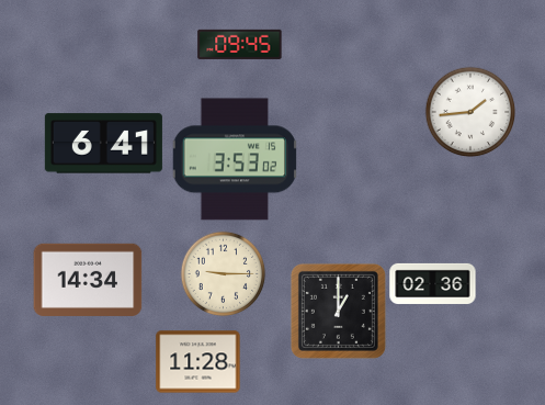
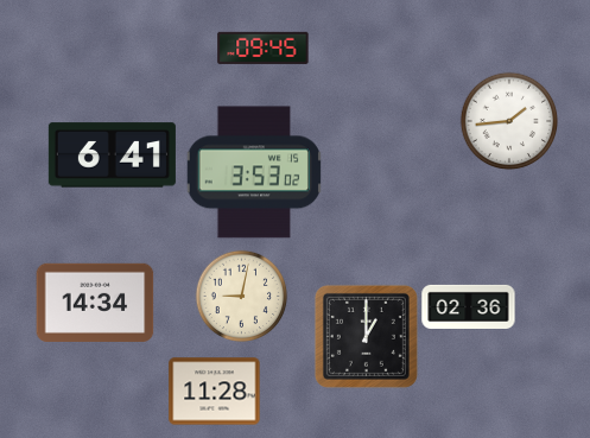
clock at (240, 44) position: (240, 44) -> (264, 47)
clock at (223, 273): 9:15 -> 9:02
